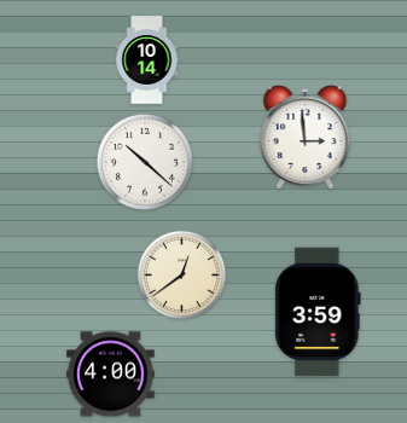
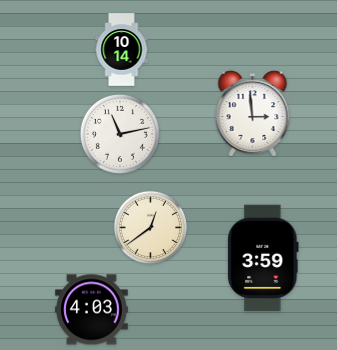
clock at (145, 162): 10:22 -> 11:13
clock at (111, 375): 4:00 -> 4:03
